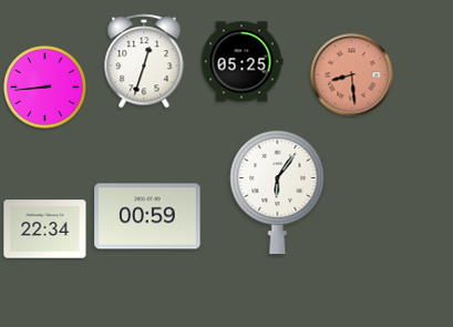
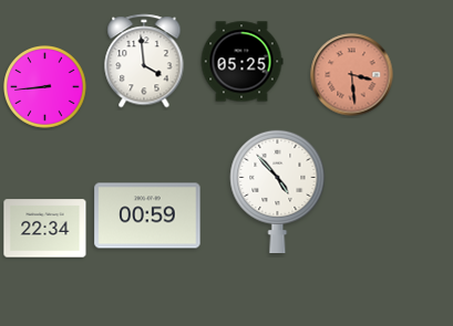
clock at (144, 61): 12:33 -> 3:59
clock at (352, 75): 8:29 -> 3:29
clock at (278, 192): 6:06 -> 4:53
